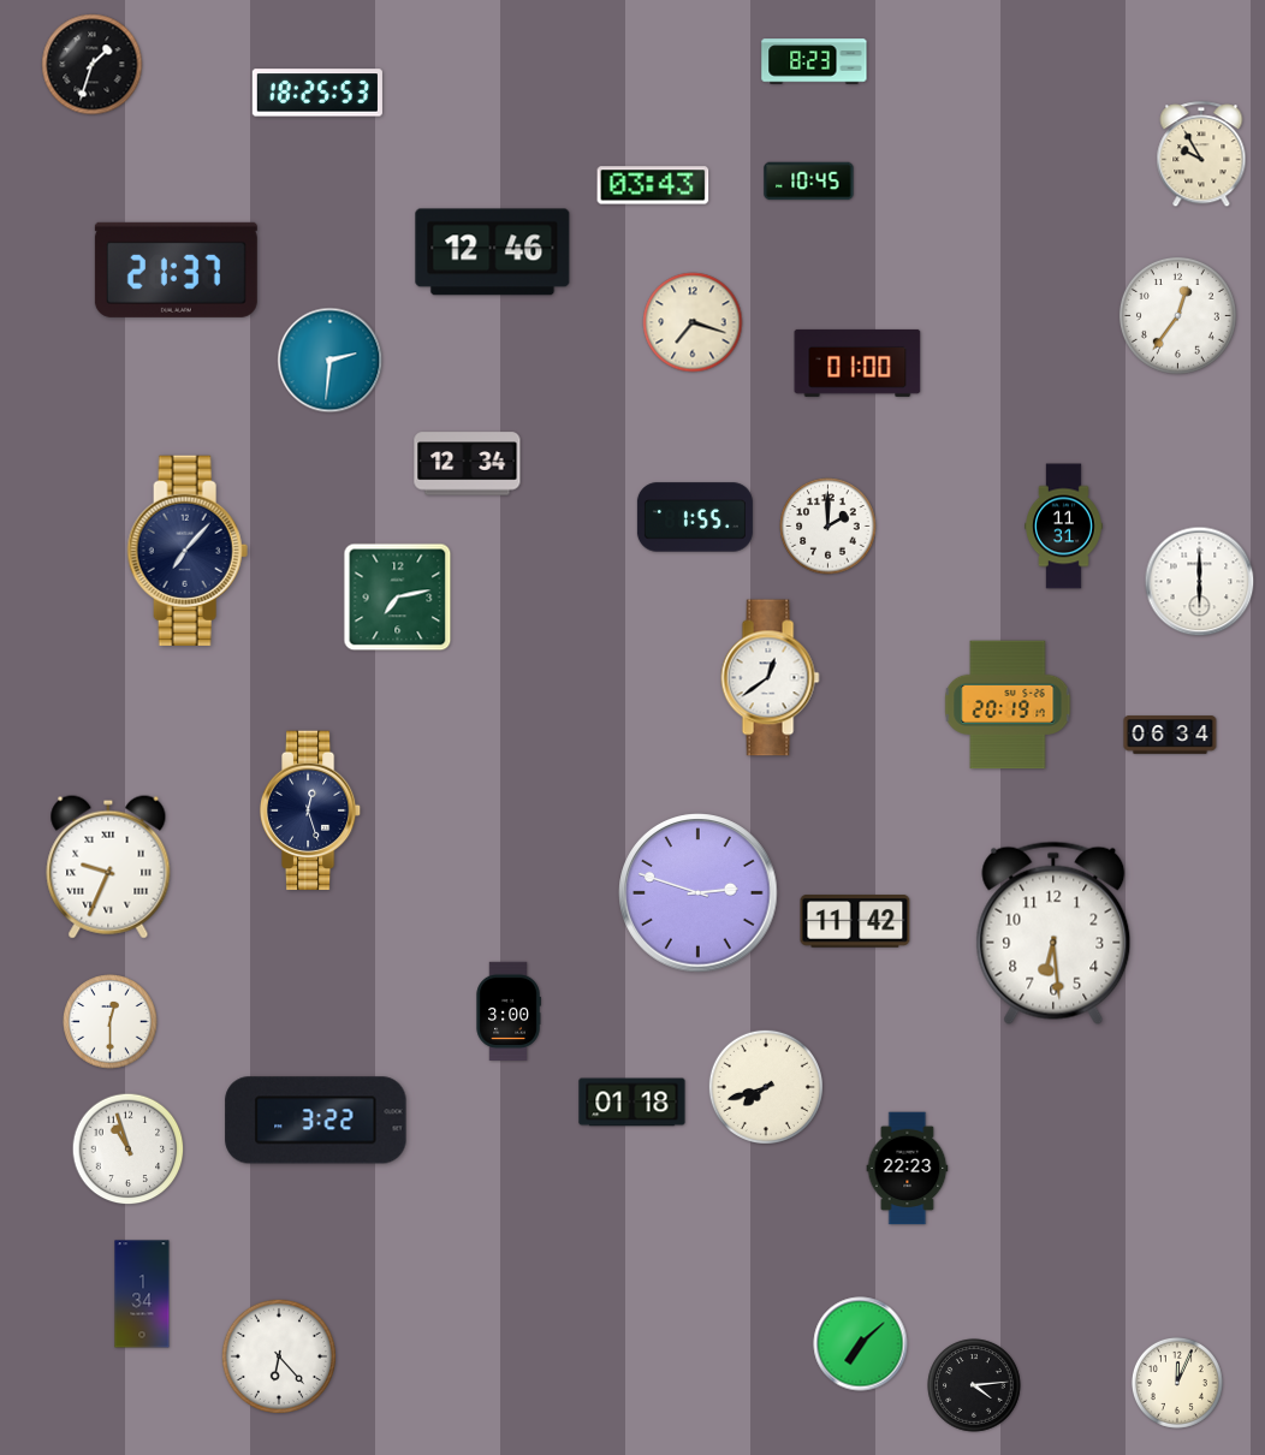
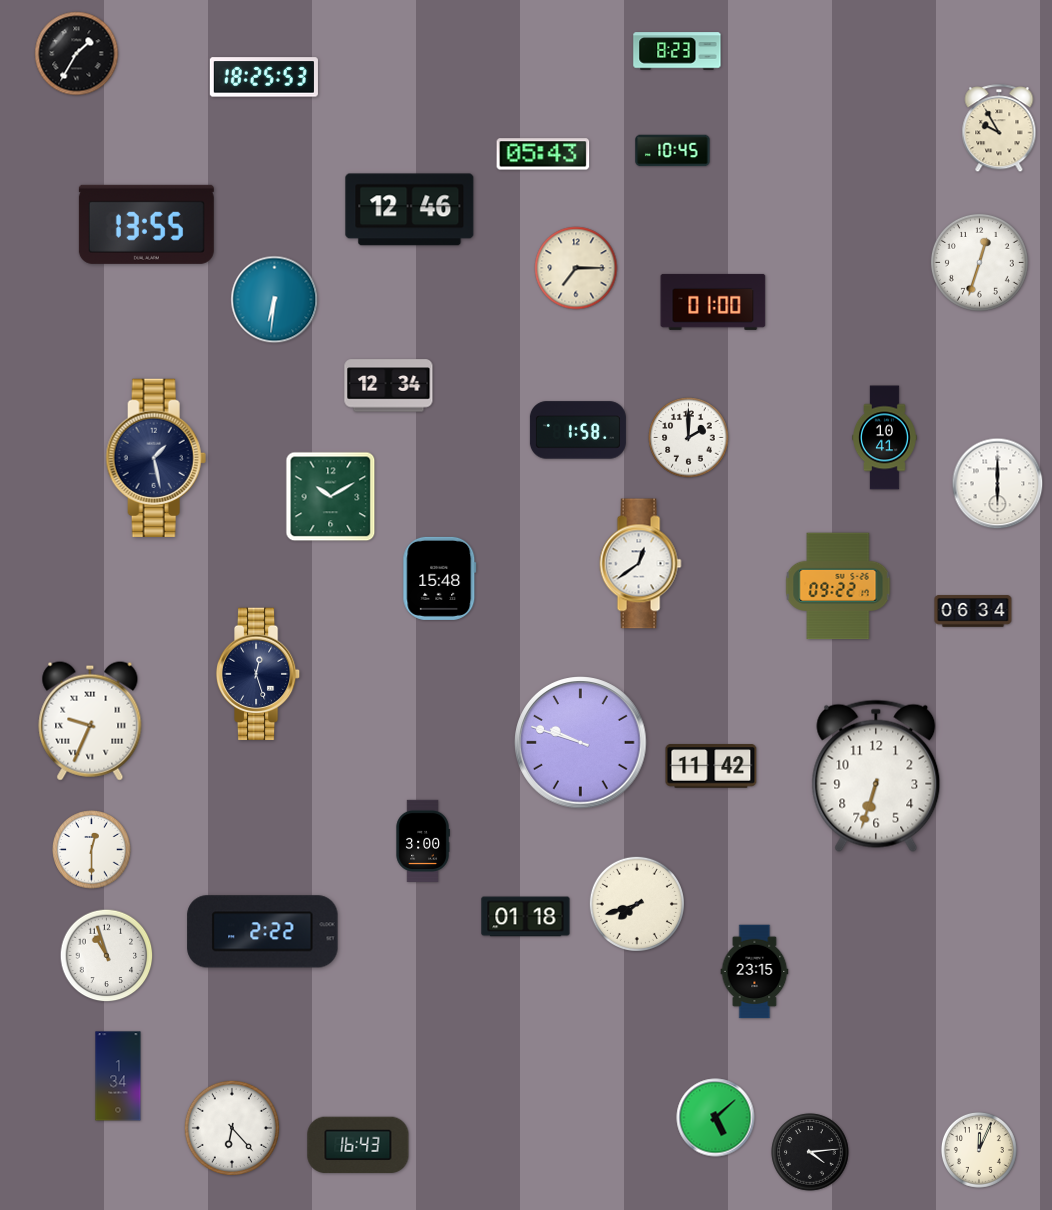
clock at (93, 65): 1:33 -> 1:35
clock at (653, 185): 03:43 -> 05:43
clock at (176, 269): 21:37 -> 13:55
clock at (1177, 315): 12:36 -> 12:33
clock at (693, 322): 7:18 -> 7:15
clock at (331, 361): 2:31 -> 6:31
clock at (695, 517): 1:55 -> 1:58
clock at (1064, 527): 11:31 -> 10:41
clock at (188, 550): 7:07 -> 1:28
clock at (398, 598): 7:13 -> 10:10
clock at (440, 578): none -> 15:48
clock at (1008, 705): 20:19 -> 09:22
clock at (699, 893): 2:48 -> 9:48
clock at (1053, 933): 6:29 -> 6:33
clock at (316, 1121): 3:22 -> 2:22
clock at (908, 1169): 22:23 -> 23:15
clock at (861, 1344): 7:08 -> 5:08
clock at (358, 1145): none -> 16:43
